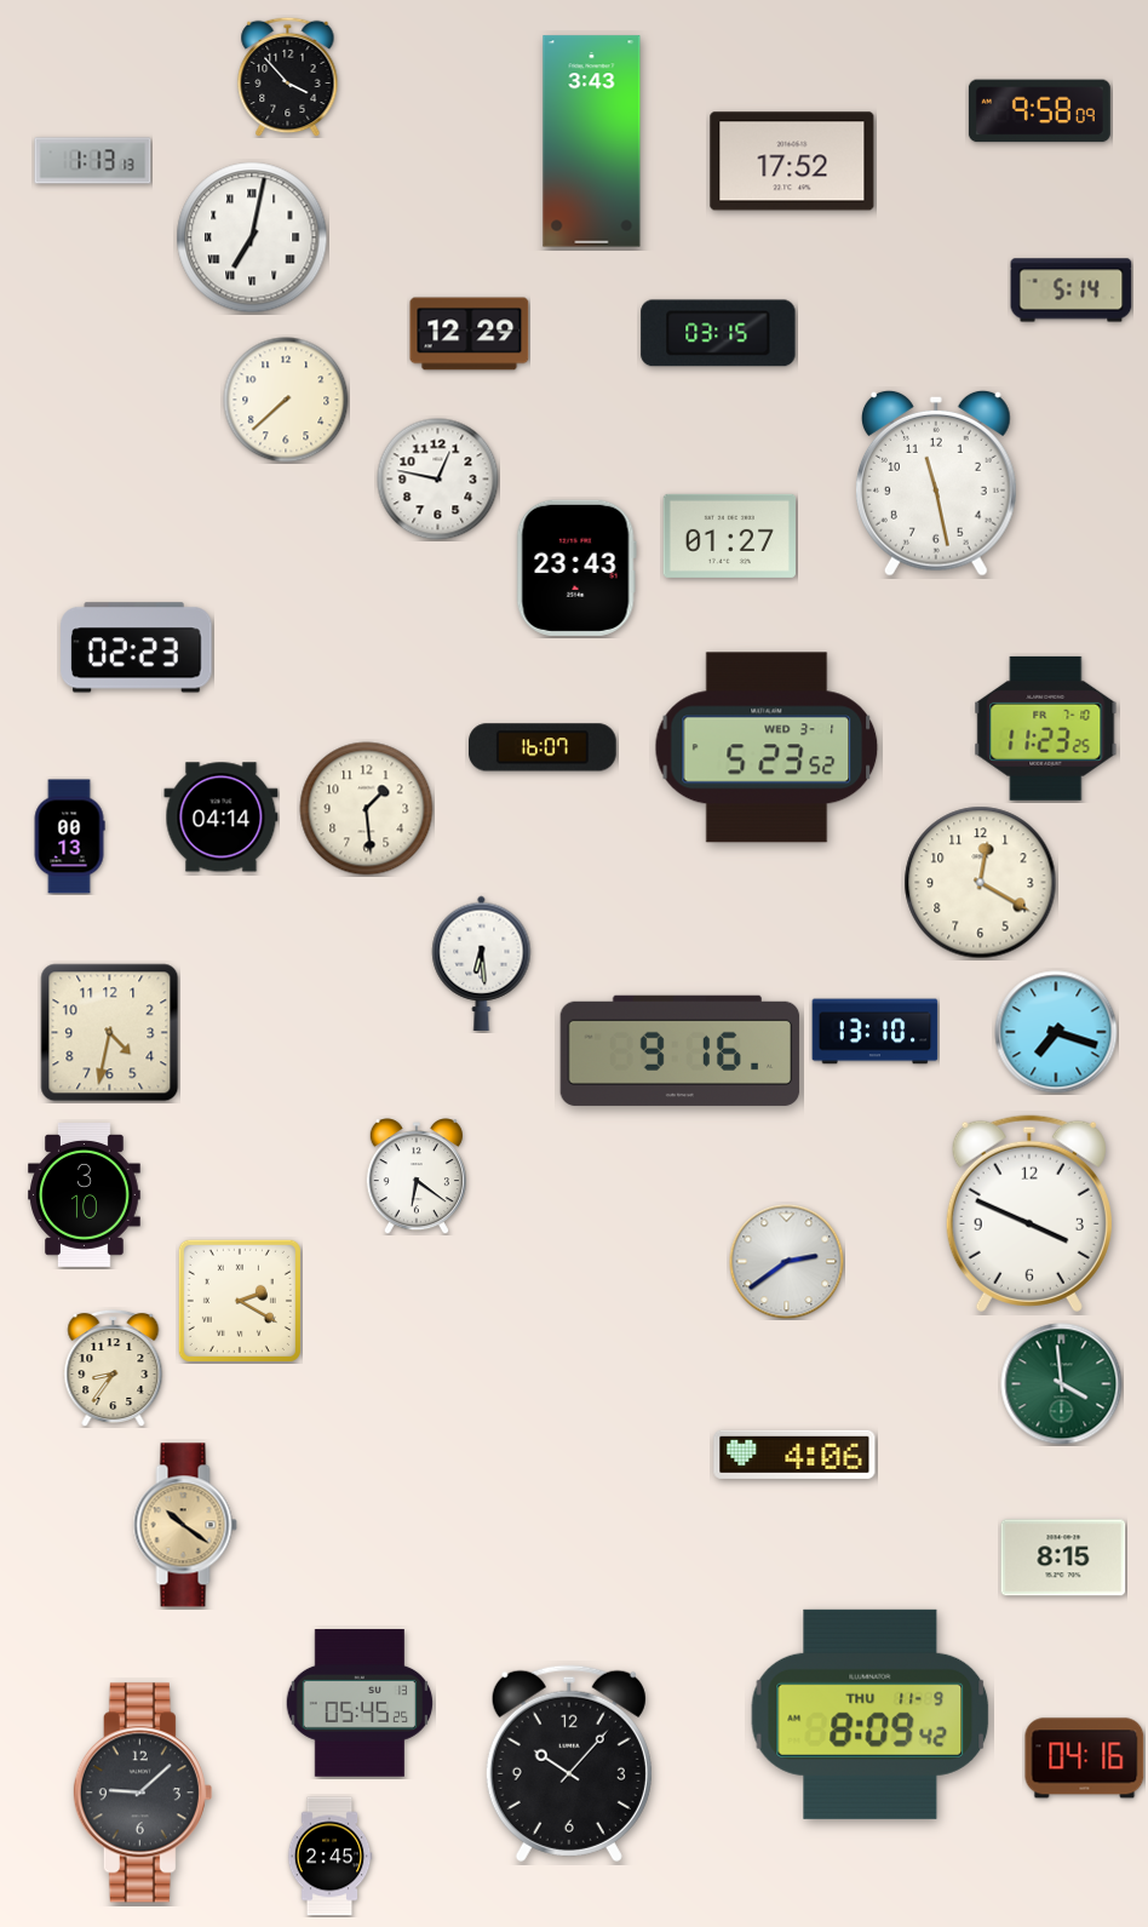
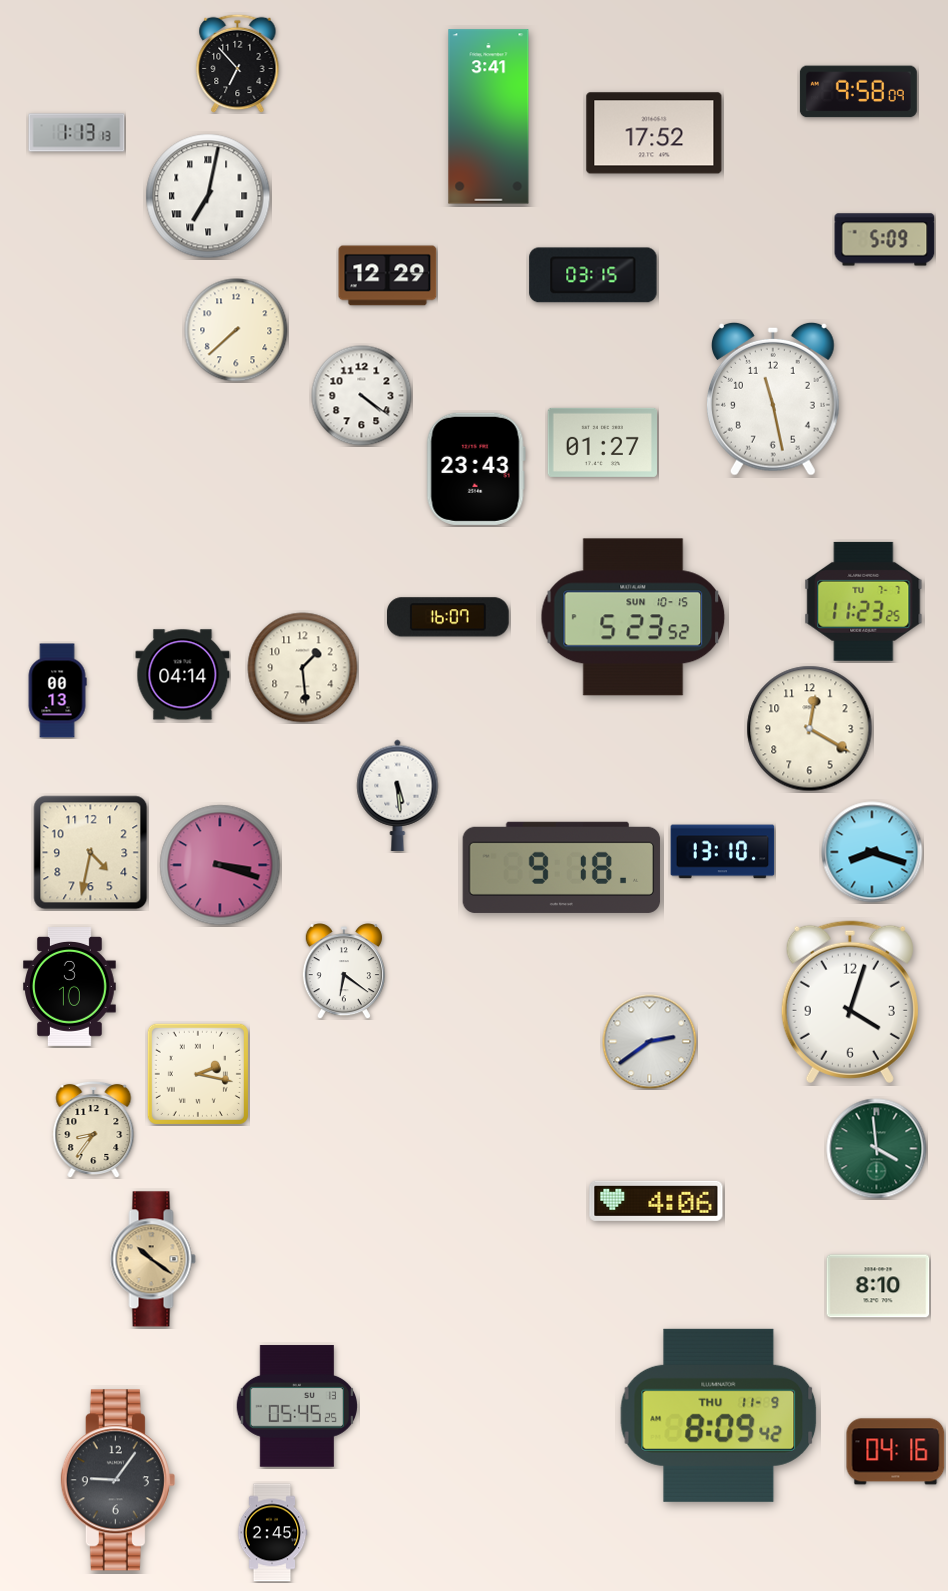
clock at (288, 76): 3:53 -> 6:53
clock at (592, 142): 3:43 -> 3:41
clock at (1072, 291): 5:14 -> 5:09
clock at (438, 480): 12:47 -> 4:21
clock at (137, 648): 02:23 -> none
clock at (1046, 728) date: FR 7-10 -> TU 7-7
clock at (767, 747) date: WED 3-1 -> SUN 10-15
clock at (482, 963): 6:29 -> 5:29
clock at (1056, 1032): 7:18 -> 8:18
clock at (220, 865): none -> 3:18
clock at (681, 1050): 9:16 -> 9:18
clock at (1029, 1214): 3:49 -> 4:03
clock at (240, 1301): 2:20 -> 2:17
clock at (1062, 1384) position: (1062, 1384) -> (877, 1149)
clock at (1063, 1558): 8:15 -> 8:10
clock at (569, 1763): 10:07 -> none
clock at (143, 1793): 9:08 -> 9:06
